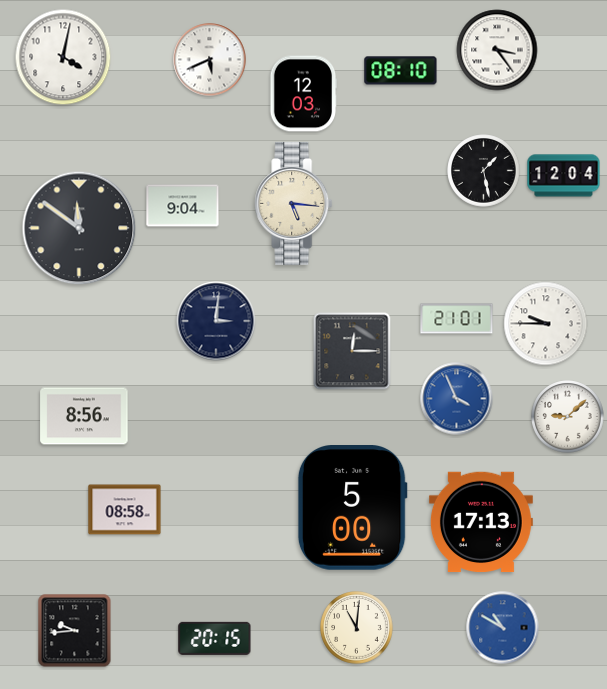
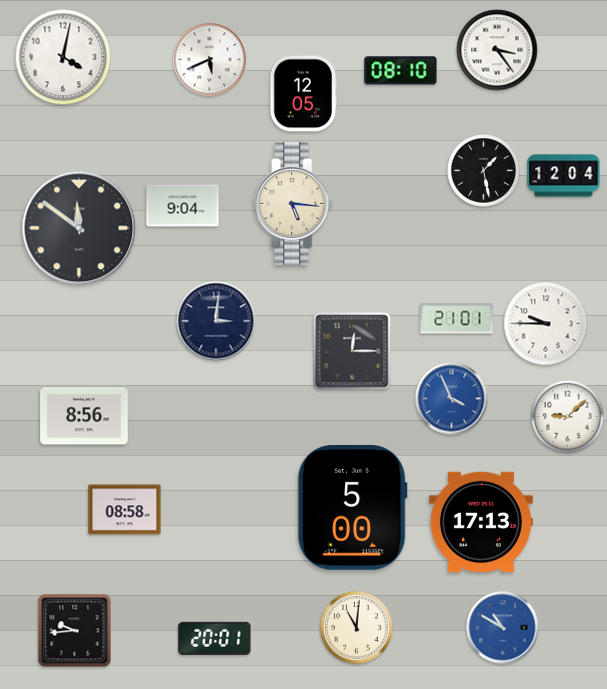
clock at (303, 94): 12:03 -> 12:05
clock at (457, 399) position: (457, 399) -> (452, 399)
clock at (215, 638): 20:15 -> 20:01
